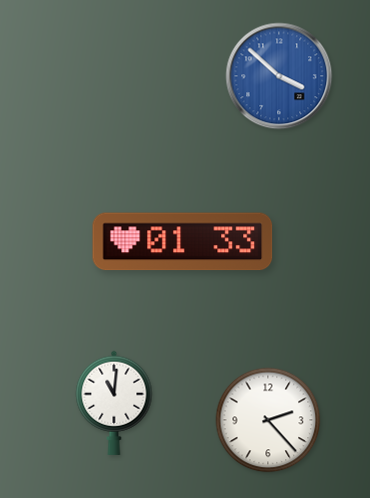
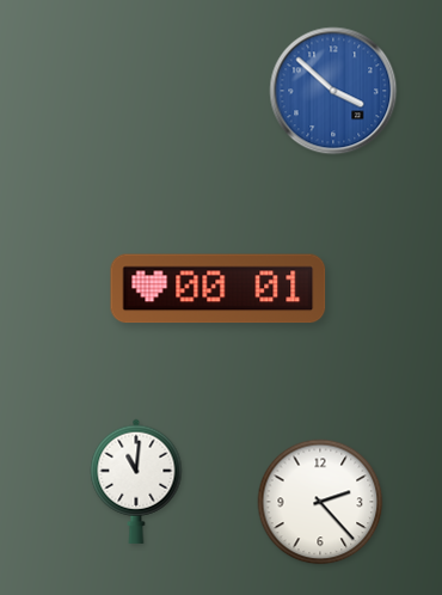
clock at (183, 242): 01:33 -> 00:01
